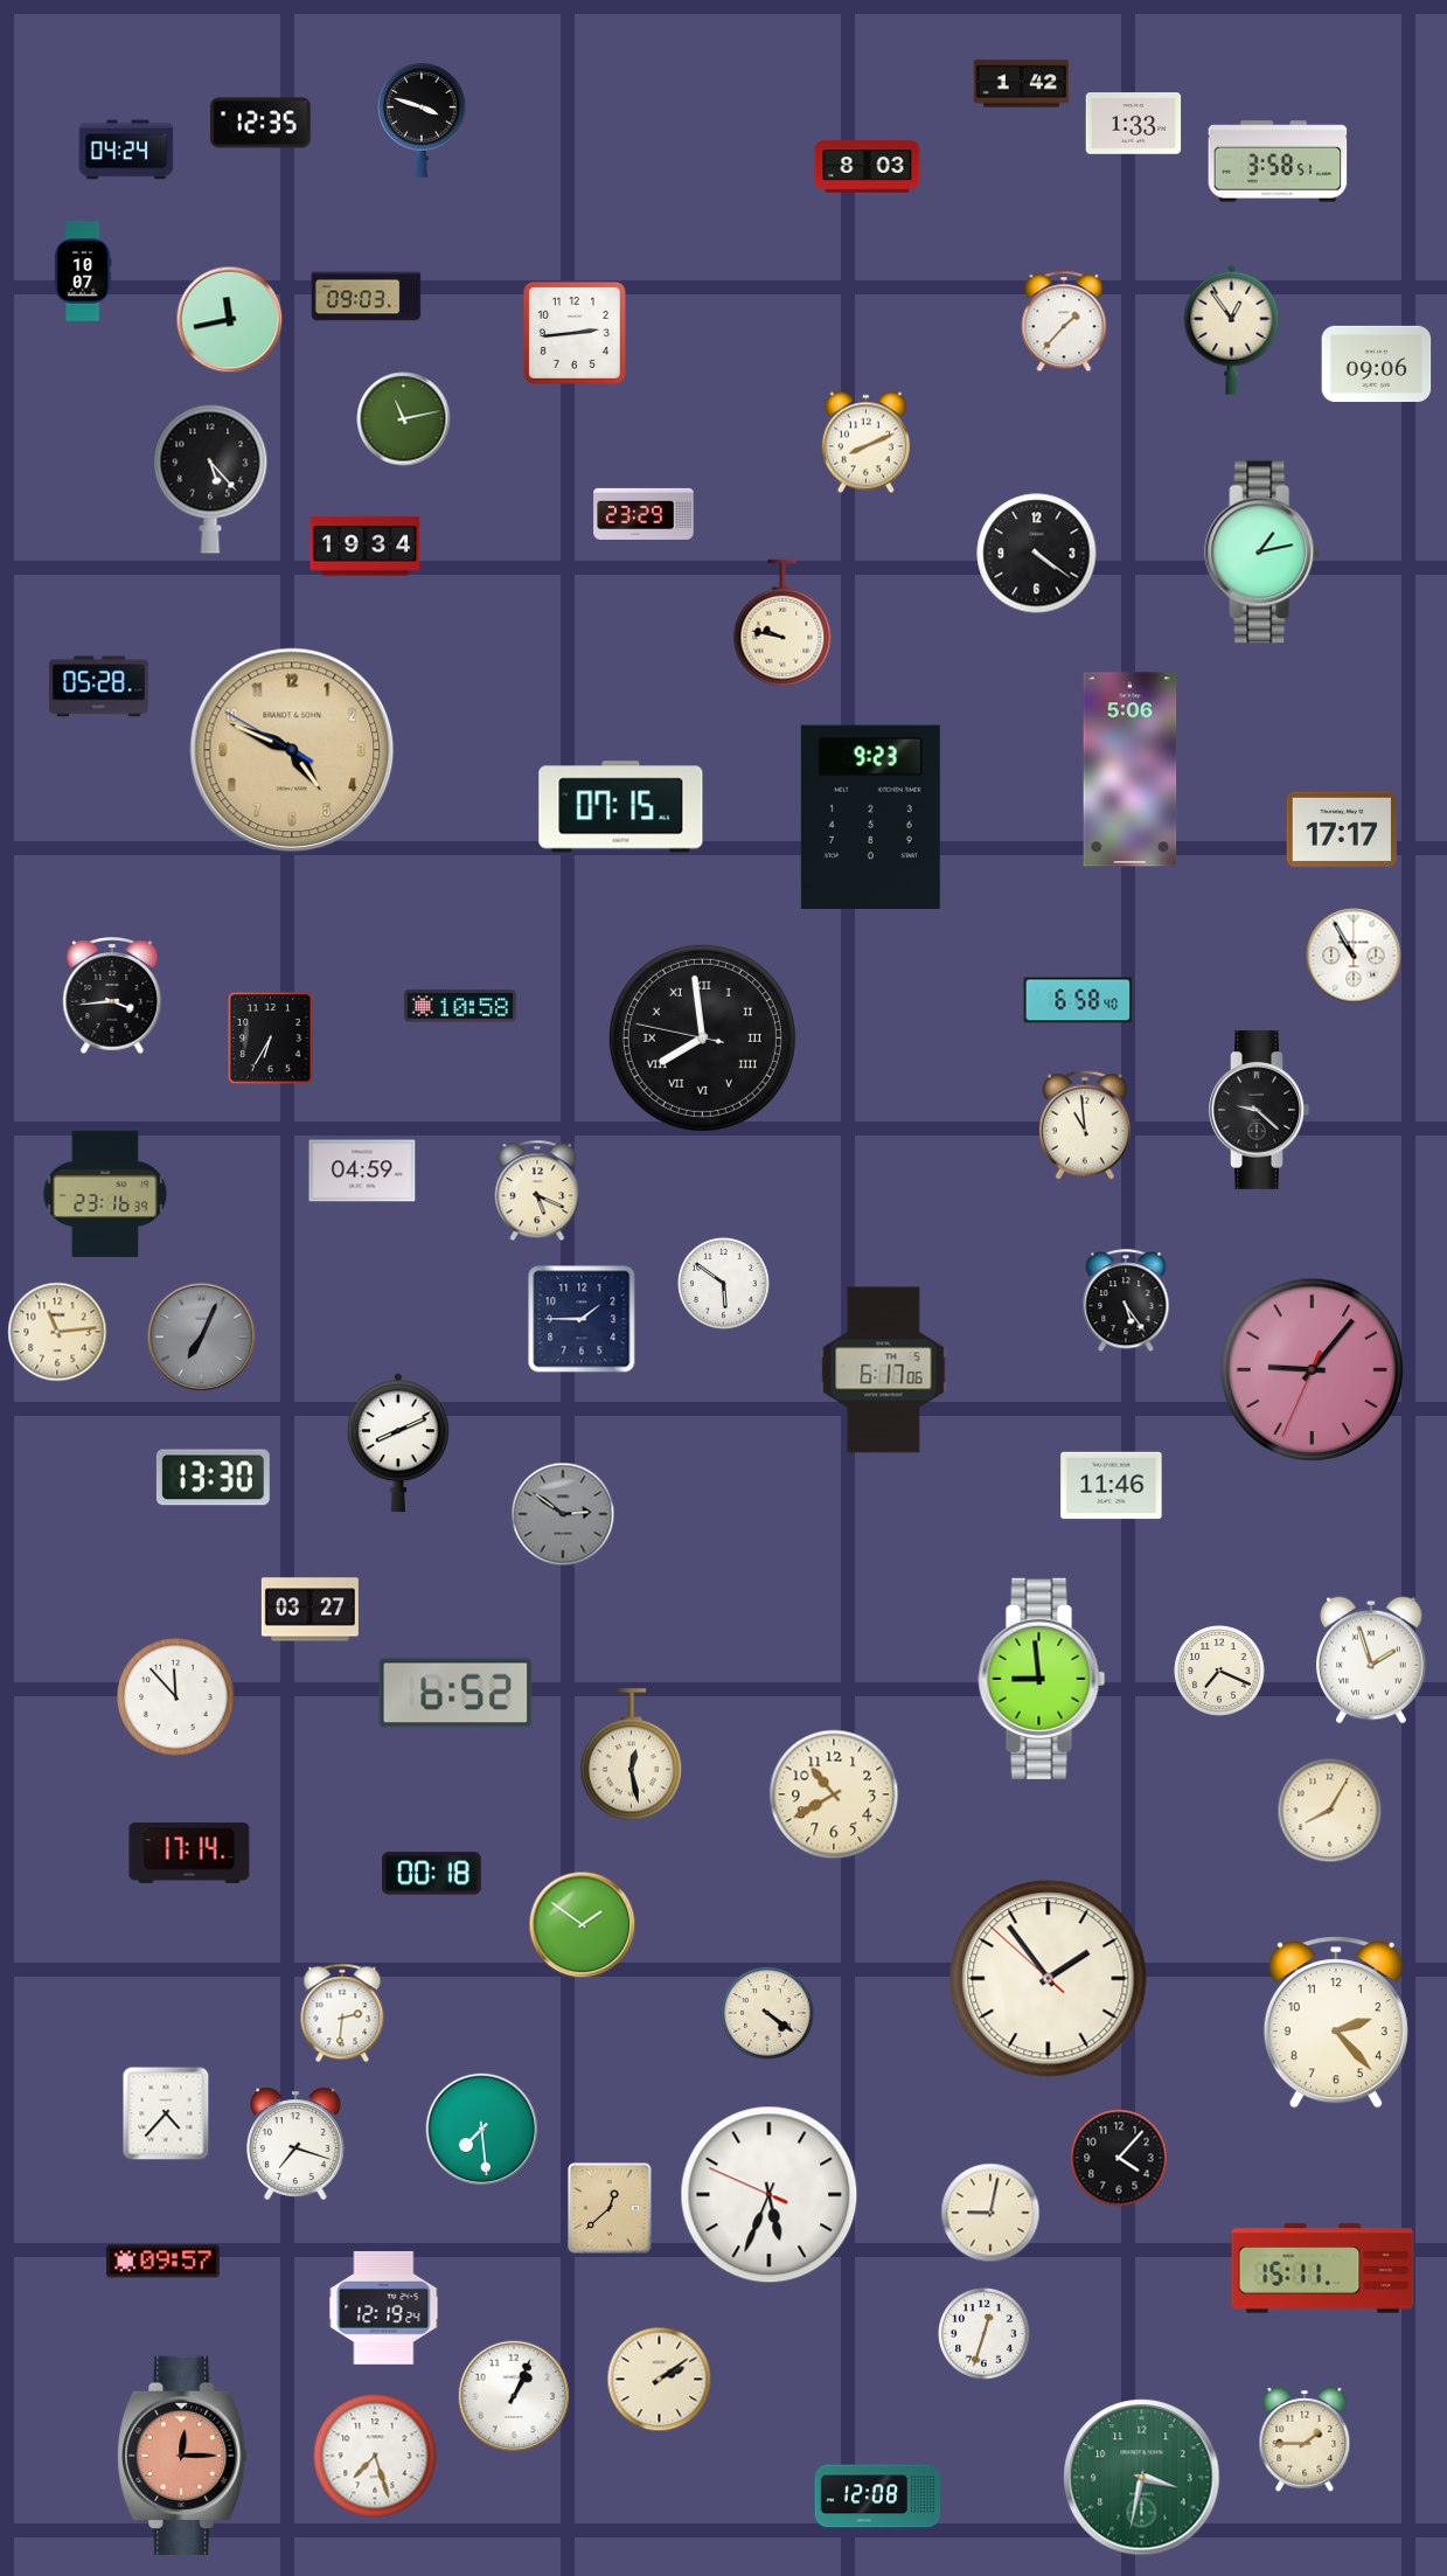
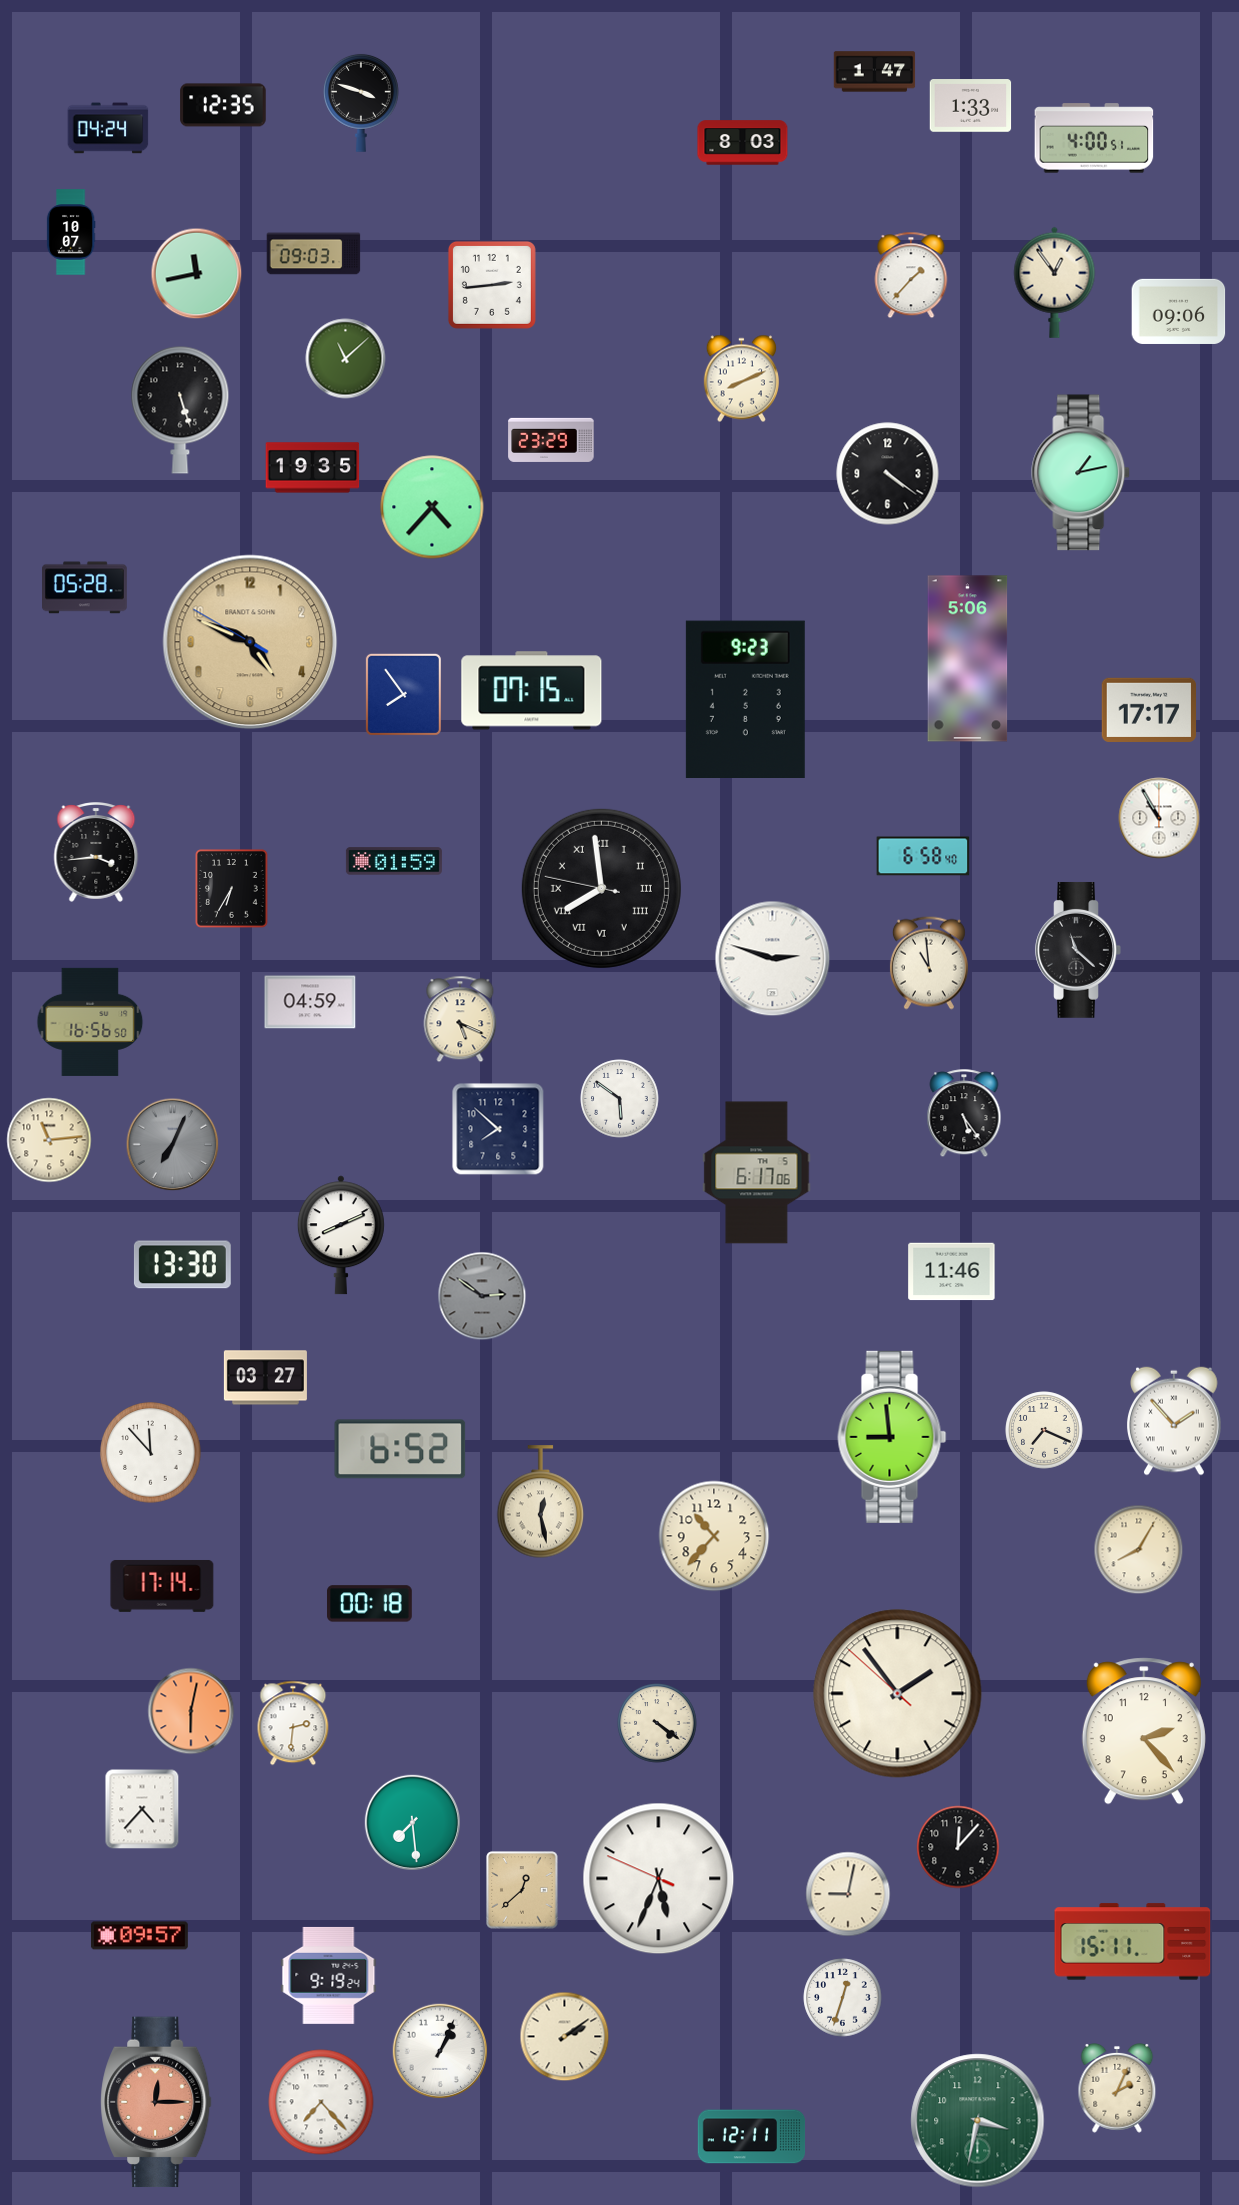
clock at (1022, 84): 1:42 -> 1:47
clock at (1278, 161): 3:58 -> 4:00
clock at (404, 419): 11:13 -> 11:08
clock at (210, 479): 5:23 -> 5:27
clock at (366, 547): 19:34 -> 19:35
clock at (432, 507): none -> 4:37
clock at (782, 623): 9:47 -> none
clock at (403, 694): none -> 7:54
clock at (460, 1006): 10:58 -> 01:59
clock at (1259, 1110): 9:22 -> 11:22
clock at (773, 959): none -> 2:48
clock at (105, 1194): 23:16 -> 16:56
clock at (582, 1319): 1:45 -> 7:52
clock at (1312, 1369): 9:06 -> none
clock at (1372, 1660): 1:57 -> 1:53
clock at (455, 1693) position: (455, 1693) -> (400, 1449)
clock at (834, 1794): 10:40 -> 10:37
clock at (583, 1925): 1:51 -> none
clock at (191, 1711): none -> 6:02
clock at (295, 2144): 7:18 -> none
clock at (1119, 2158): 4:07 -> 12:07
clock at (384, 2307): 12:19 -> 9:19
clock at (1305, 2439): 1:45 -> 2:04
clock at (375, 2456): 7:27 -> 7:23
clock at (878, 2497): 12:08 -> 12:11
